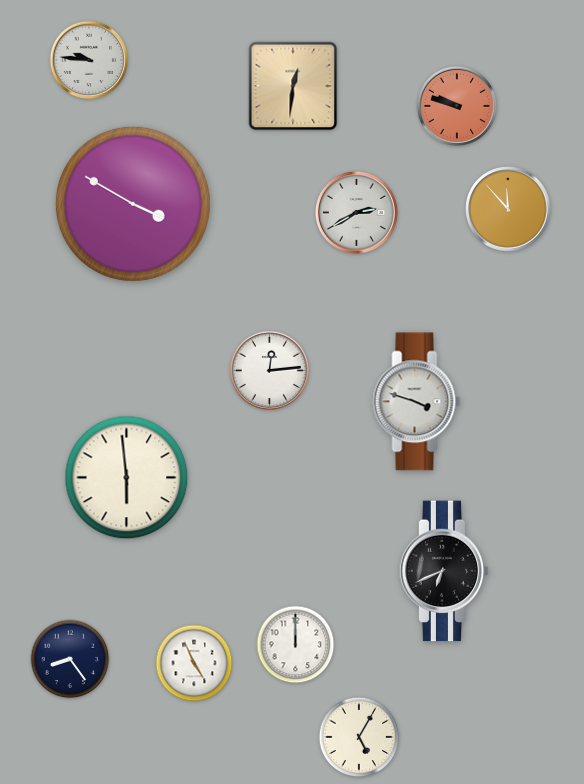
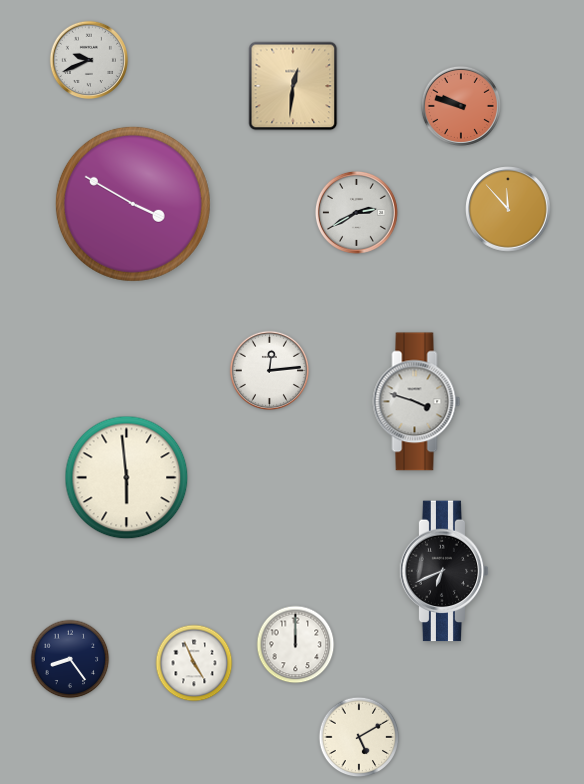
clock at (88, 59): 9:46 -> 9:41
clock at (457, 106) position: (457, 106) -> (461, 106)
clock at (359, 737): 5:05 -> 5:10
